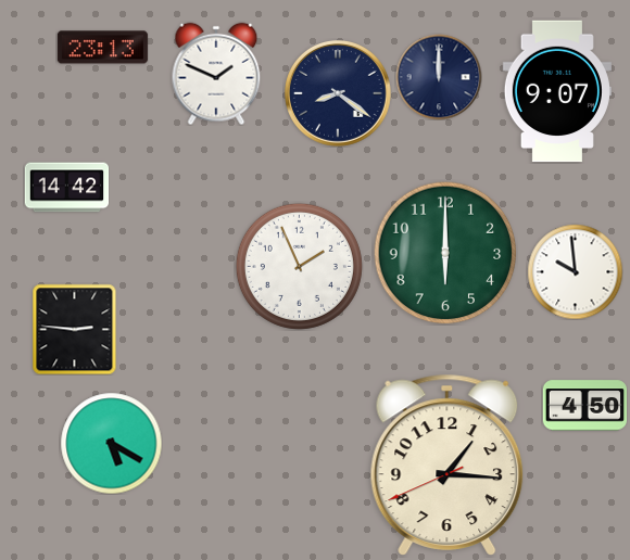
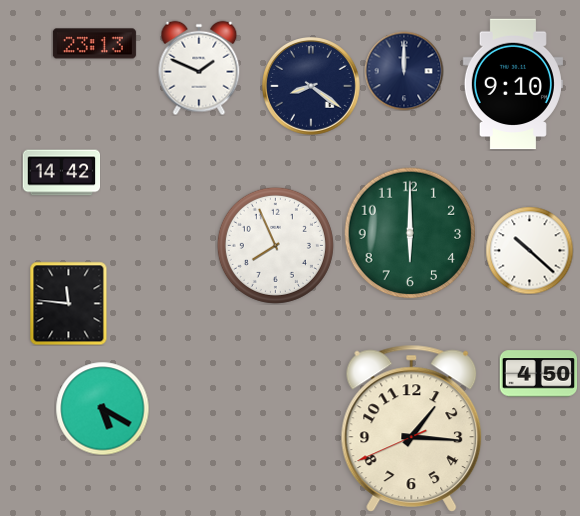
clock at (557, 91): 9:07 -> 9:10
clock at (299, 266): 1:56 -> 7:56
clock at (575, 271): 9:59 -> 10:22
clock at (75, 329): 2:46 -> 11:46
